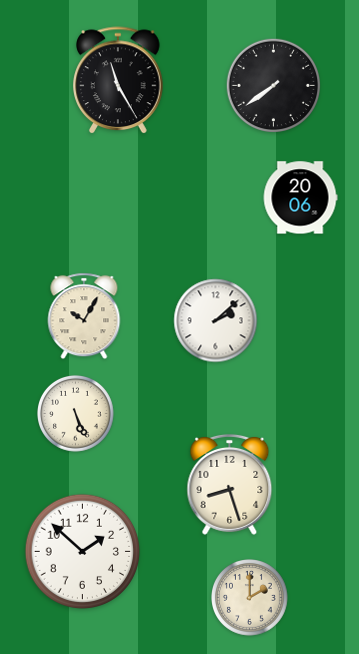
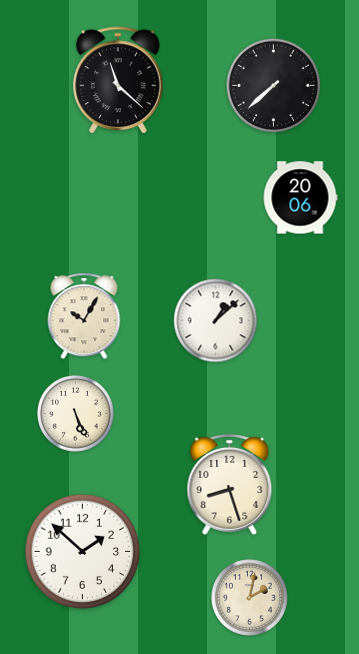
clock at (118, 80): 11:25 -> 11:22
clock at (274, 86): 7:39 -> 7:38
clock at (216, 321): 2:08 -> 1:08
clock at (250, 598): 2:00 -> 2:02
